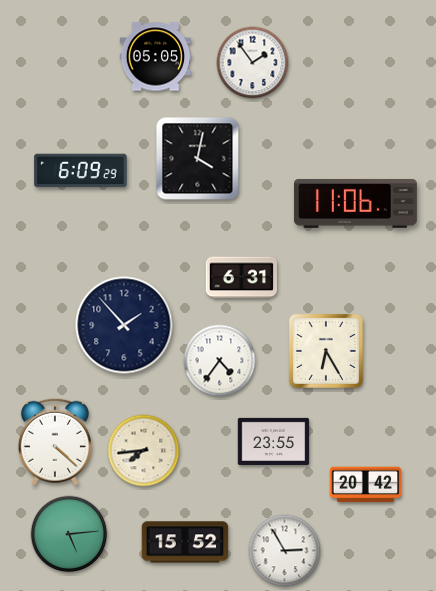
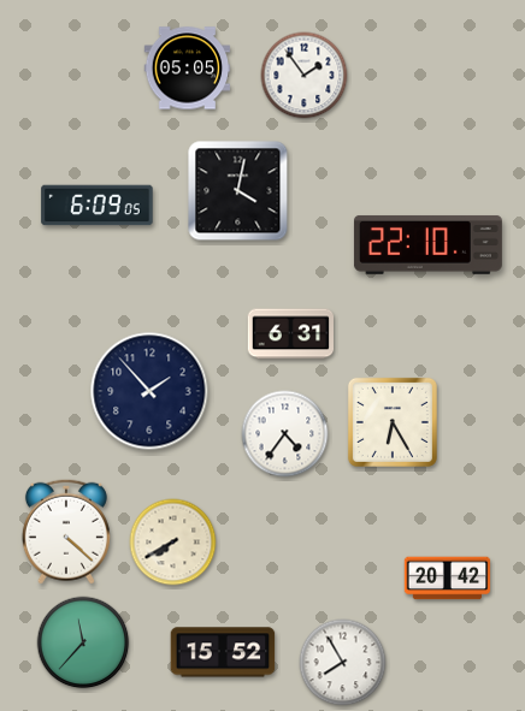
clock at (81, 171): 6:09:29 -> 6:09:05
clock at (355, 203): 11:06 -> 22:10
clock at (220, 361) position: (220, 361) -> (285, 434)
clock at (274, 441): 23:55 -> none
clock at (144, 451): 7:44 -> 7:40
clock at (366, 485) position: (366, 485) -> (448, 579)
clock at (69, 534): 5:14 -> 11:37
clock at (285, 551): 2:55 -> 7:55
